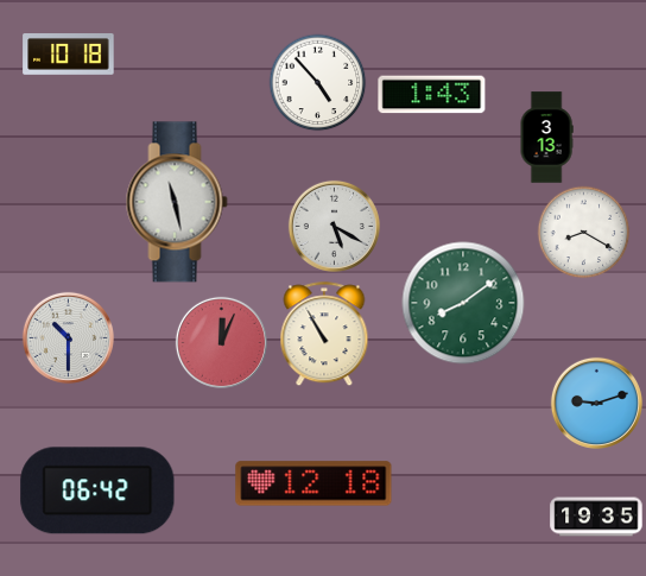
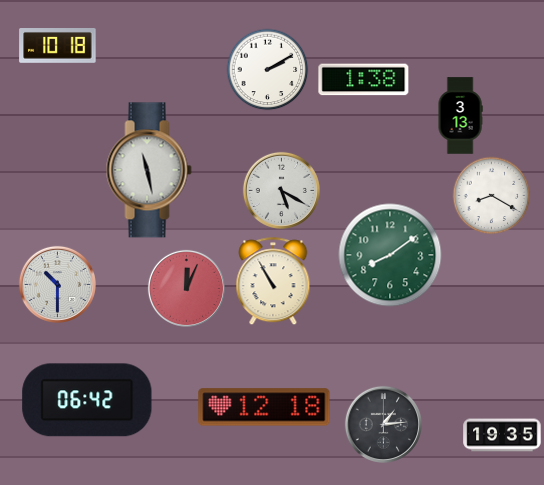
clock at (317, 82): 4:53 -> 2:10
clock at (432, 95): 1:43 -> 1:38
clock at (596, 403): 9:12 -> none
clock at (97, 490) position: (97, 490) -> (87, 400)
clock at (383, 424): none -> 1:14
